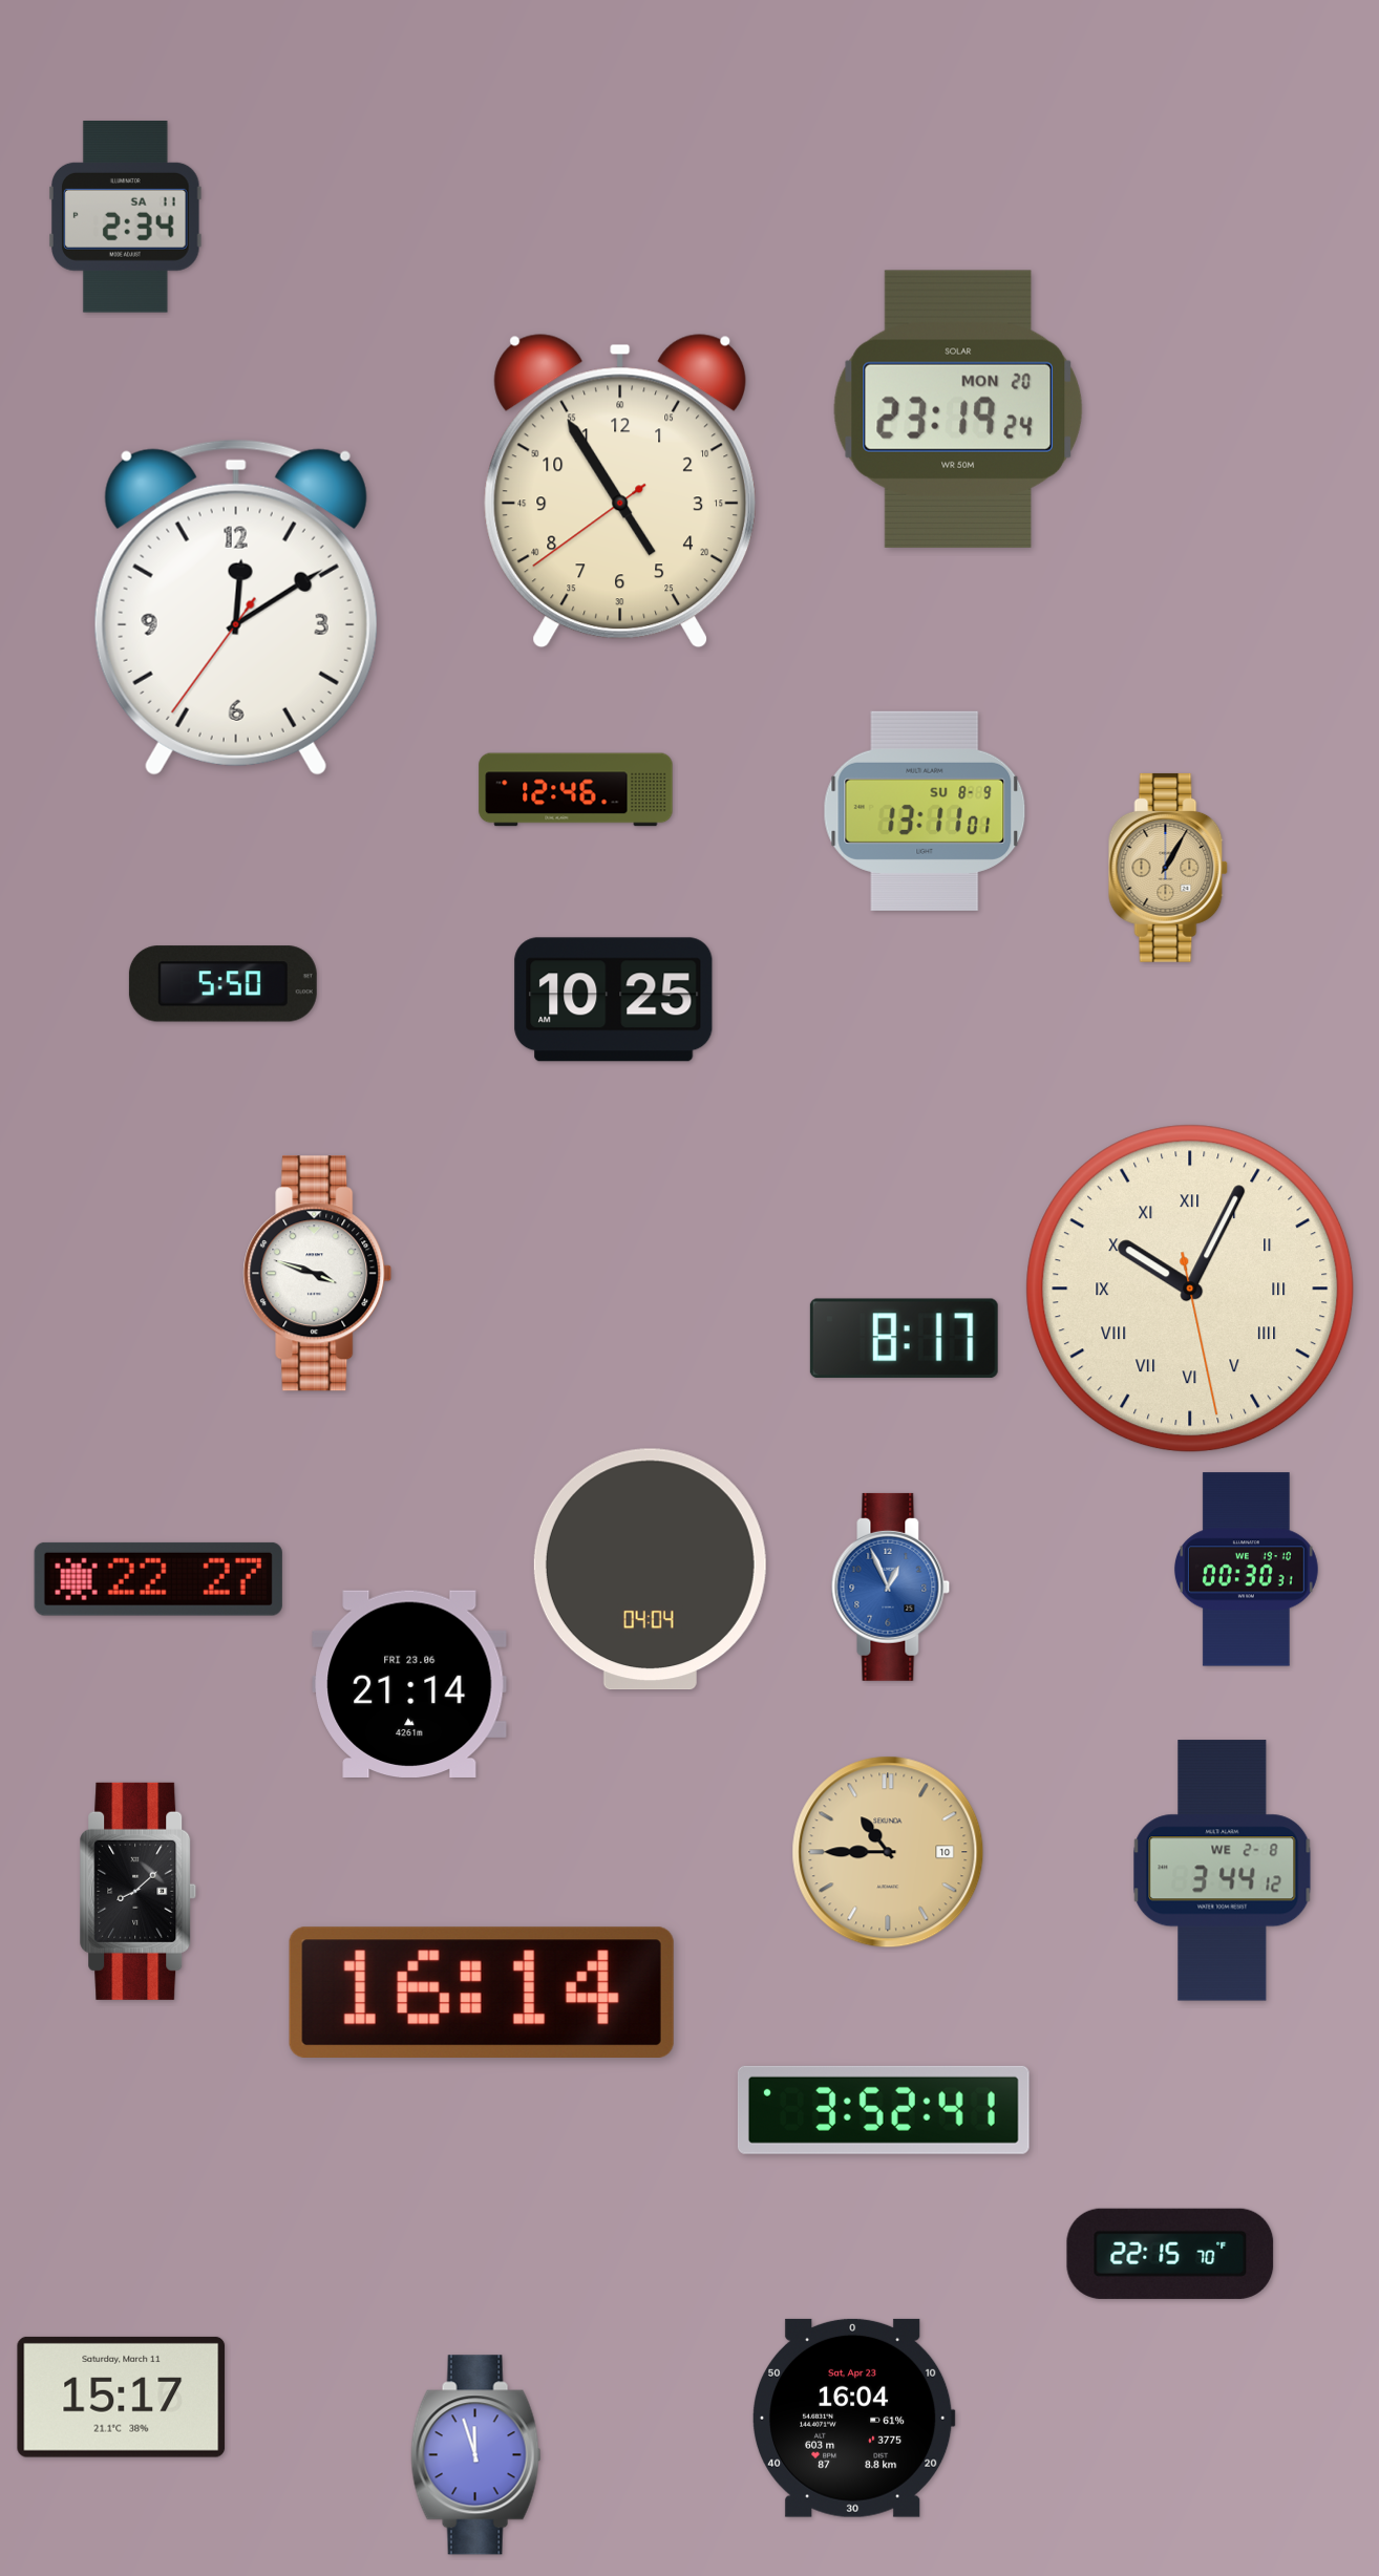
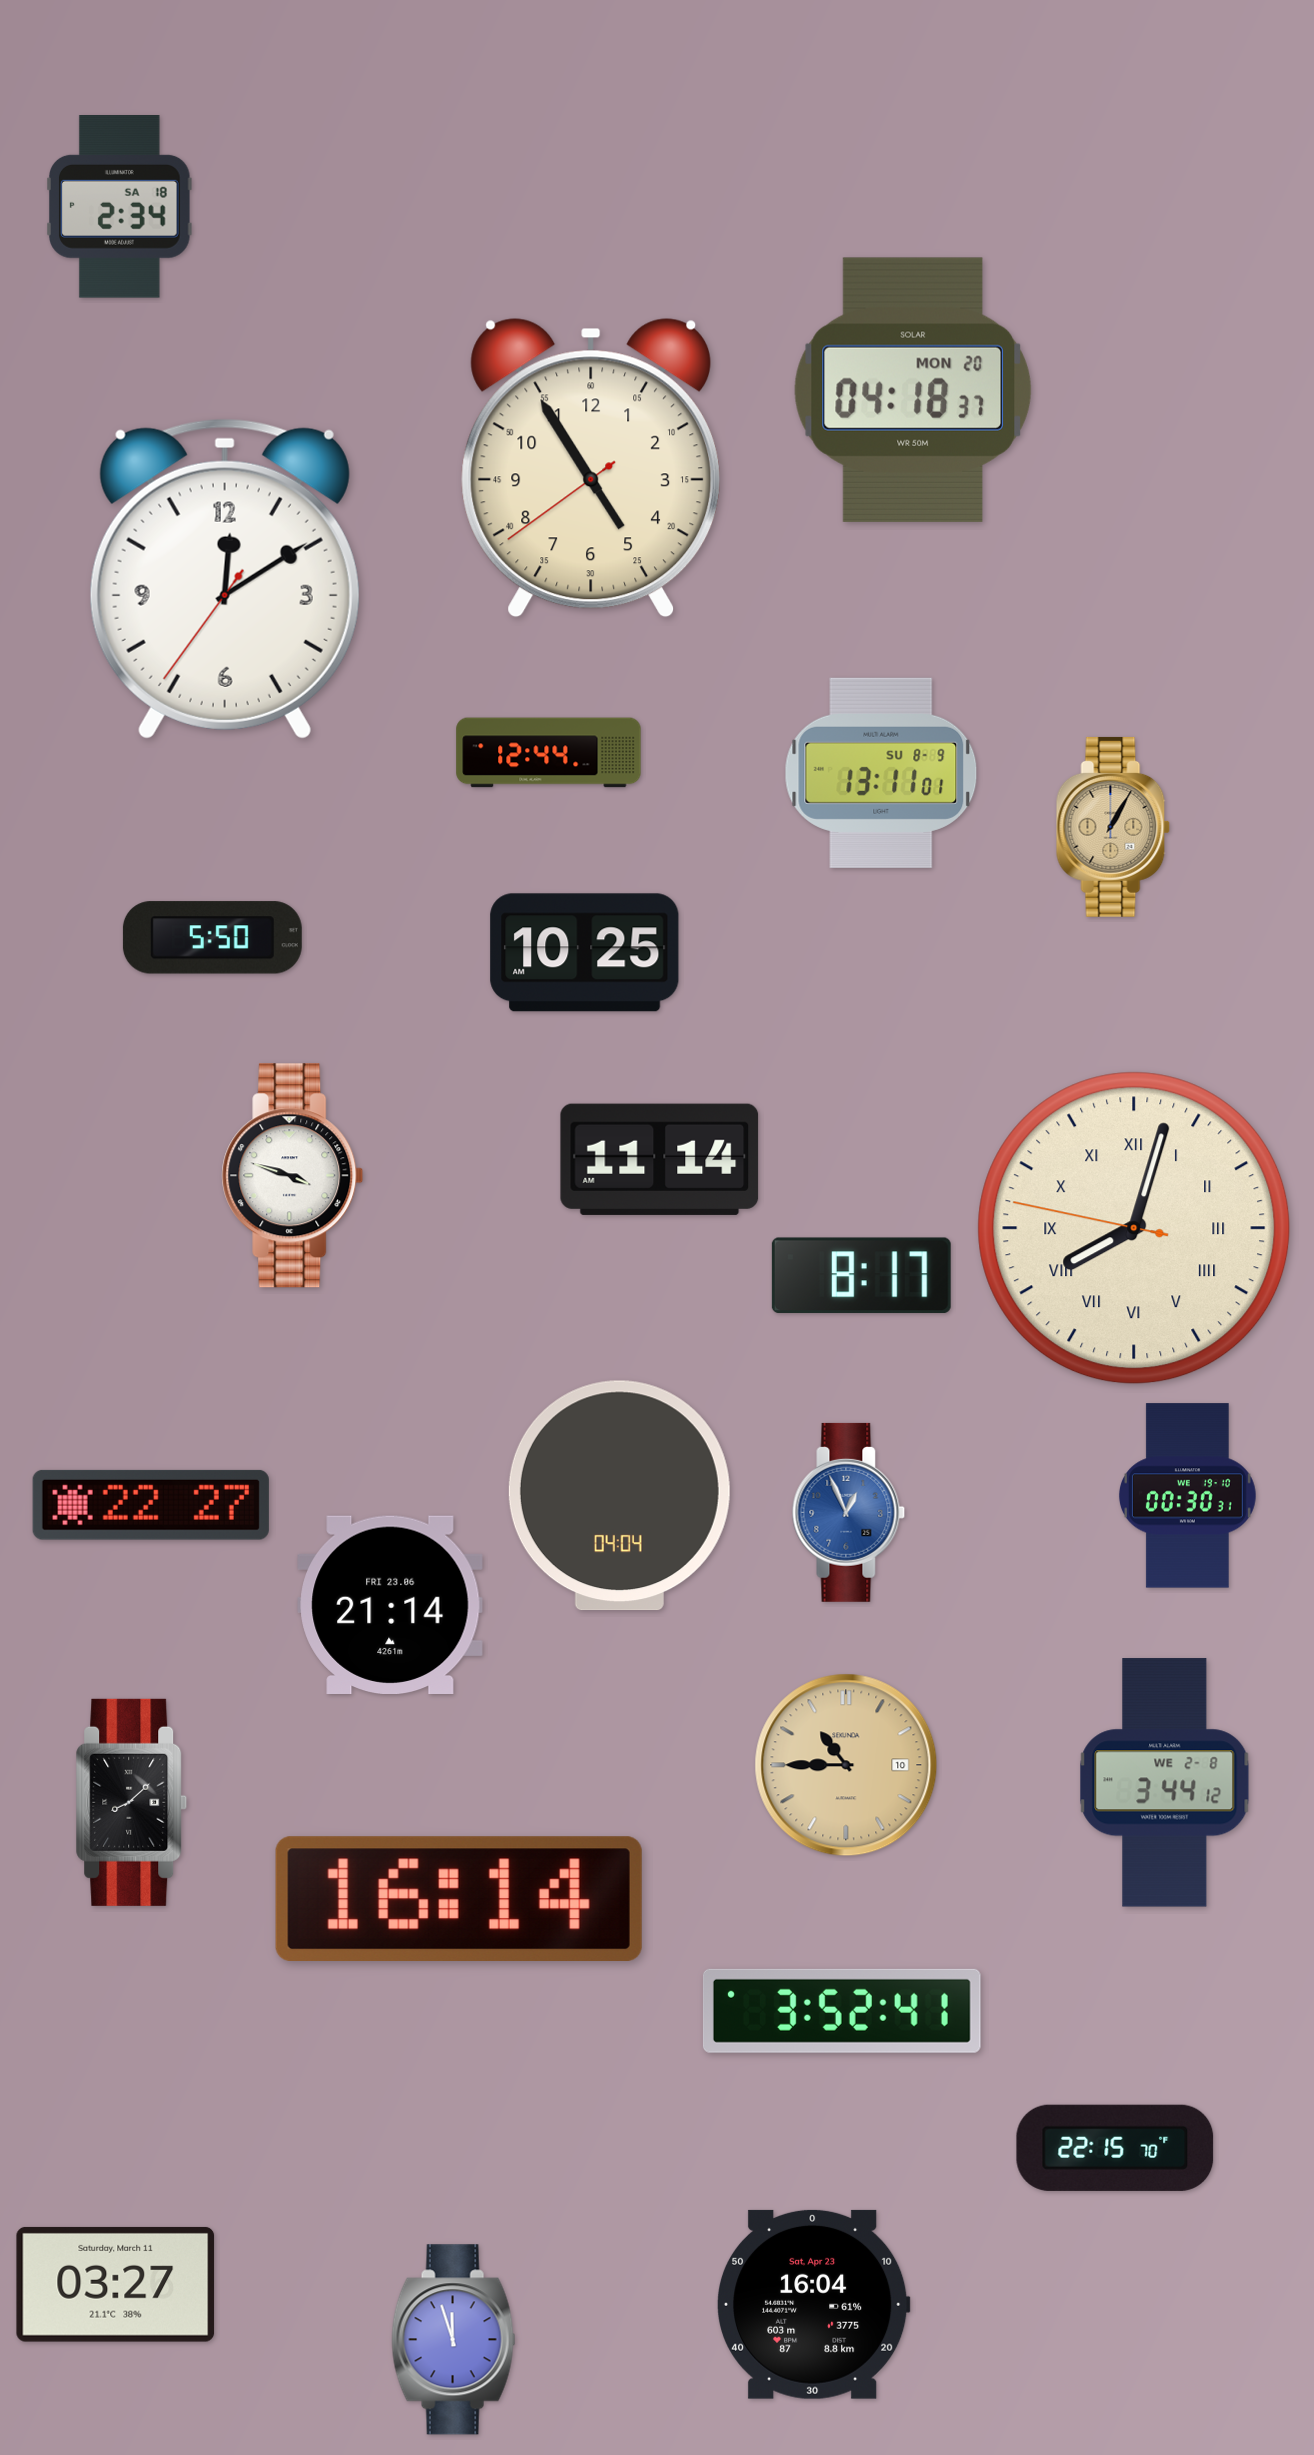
clock at (126, 217) date: SA 11 -> SA 18
clock at (958, 409): 23:19 -> 04:18
clock at (576, 790): 12:46 -> 12:44
clock at (660, 1159): none -> 11:14
clock at (318, 1274) position: (318, 1274) -> (293, 1176)
clock at (1190, 1289): 10:04 -> 8:02
clock at (122, 2397): 15:17 -> 03:27
